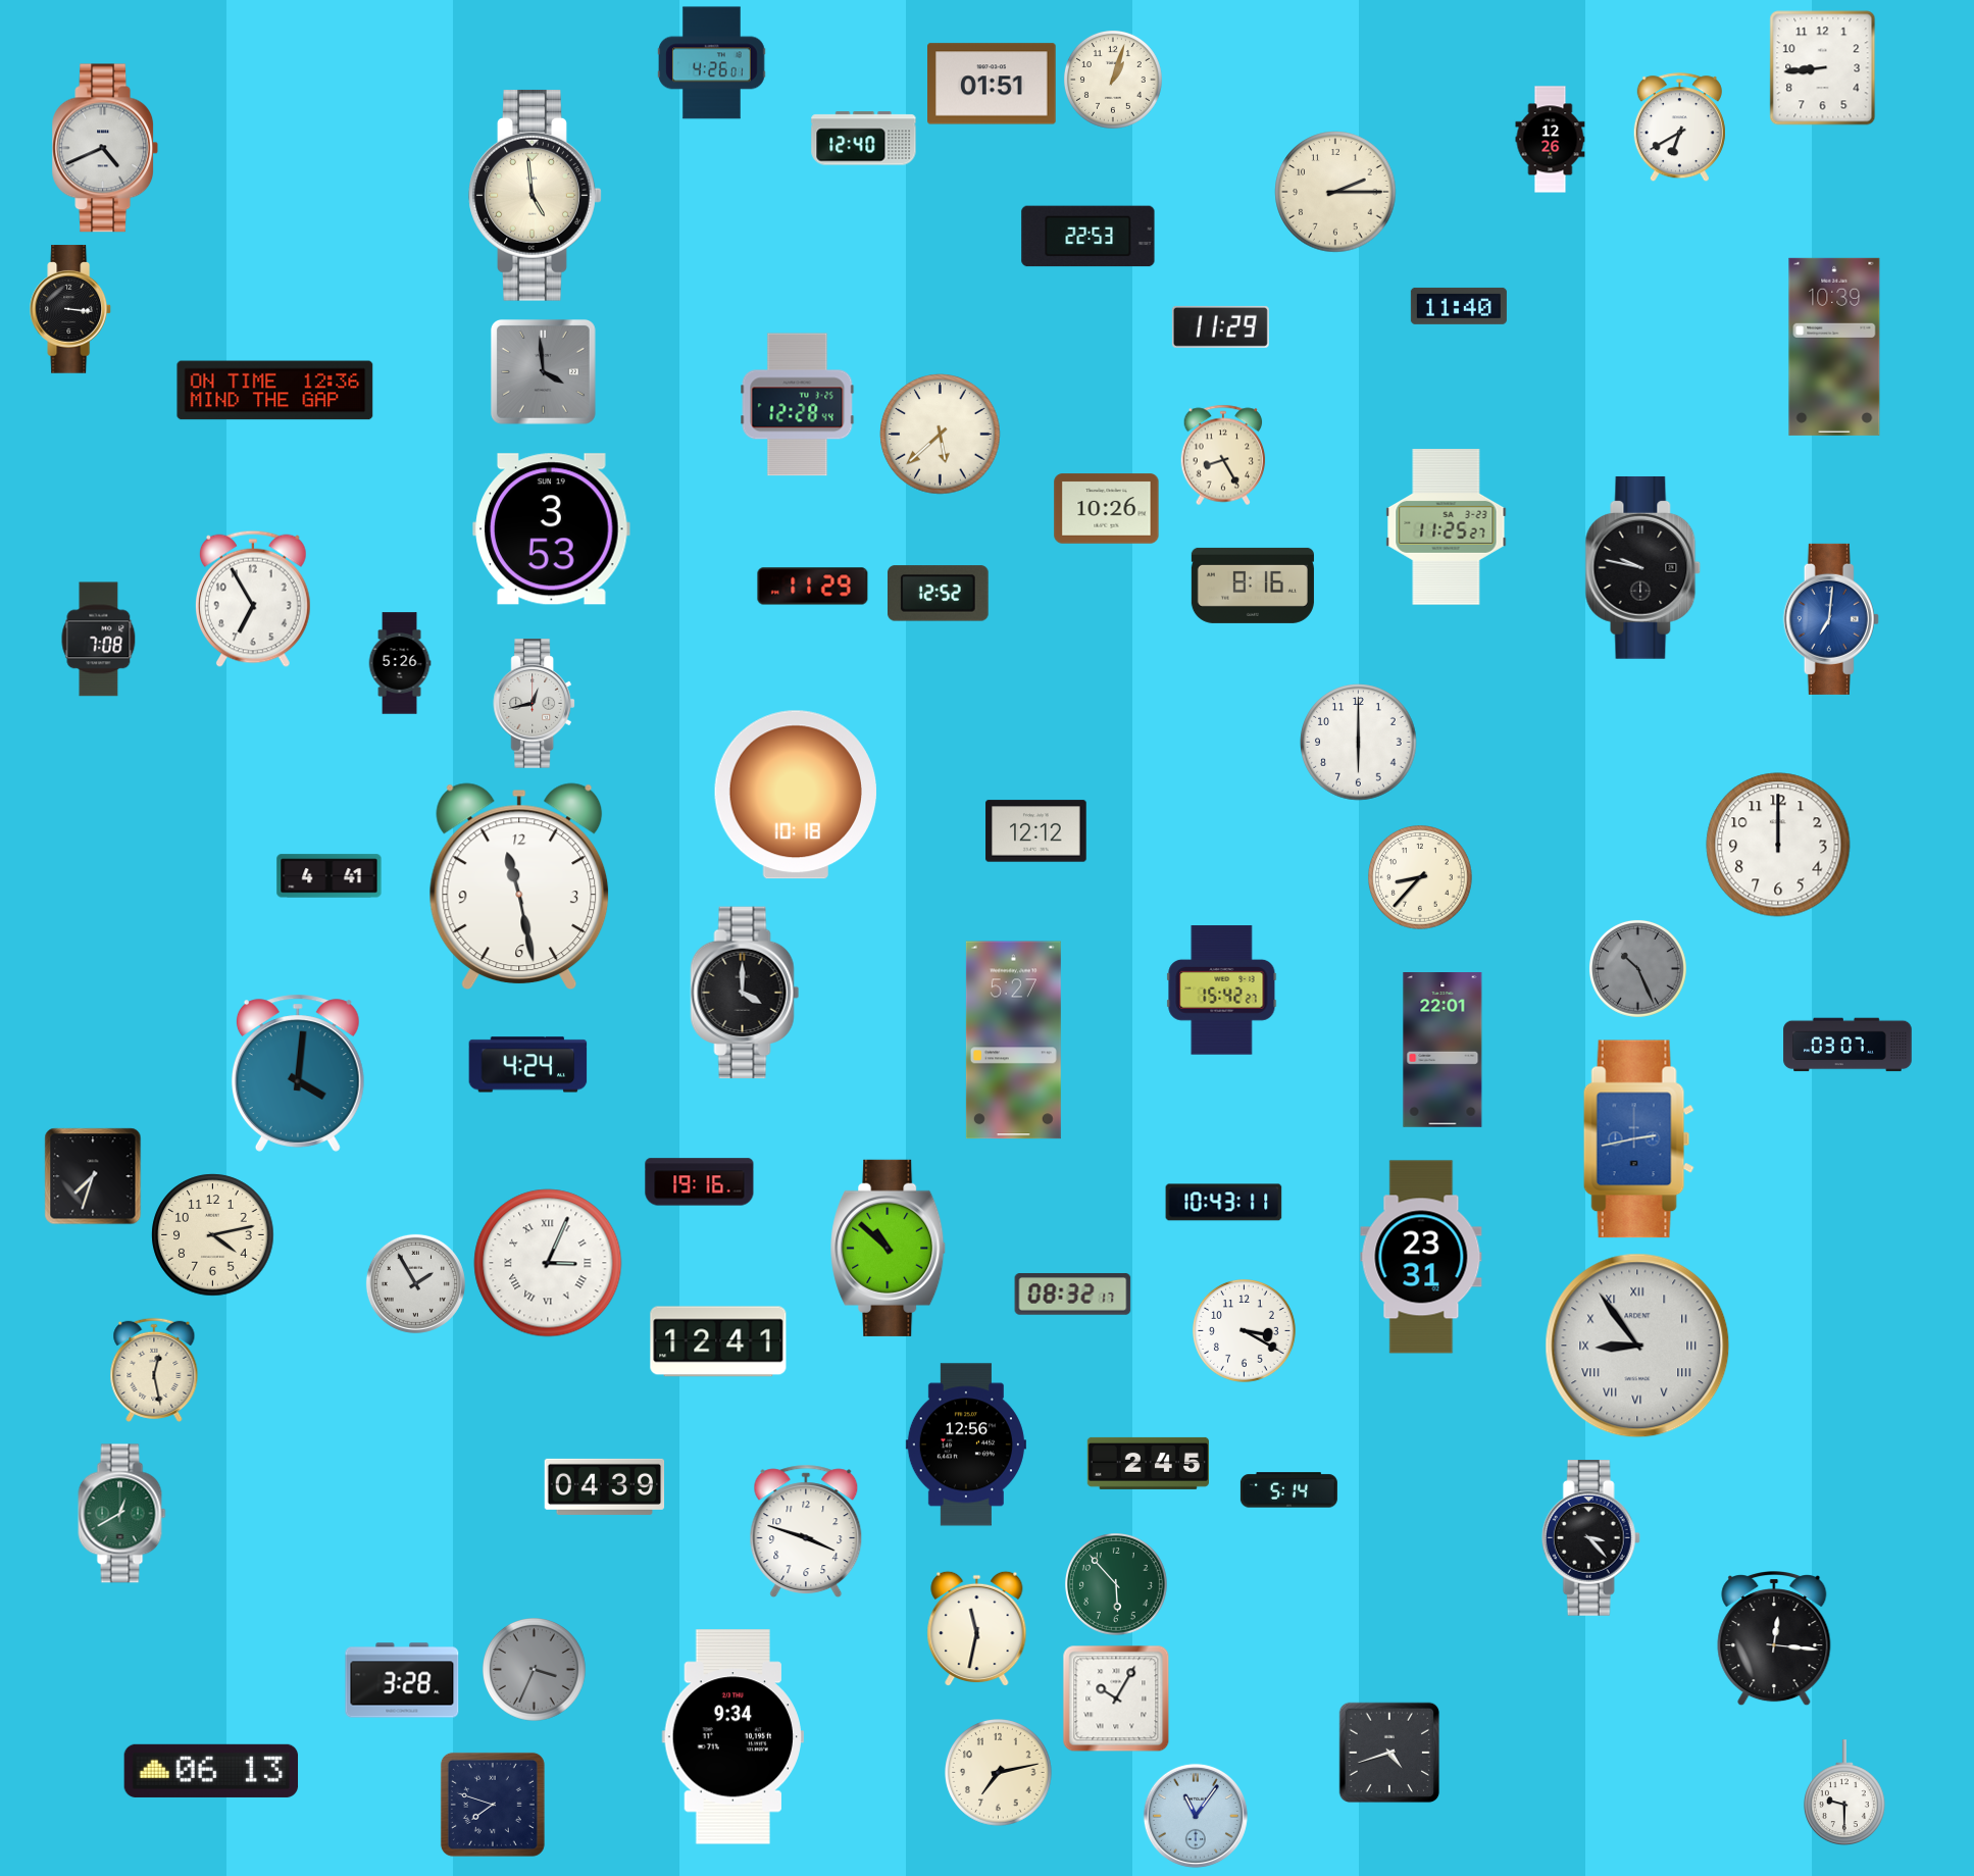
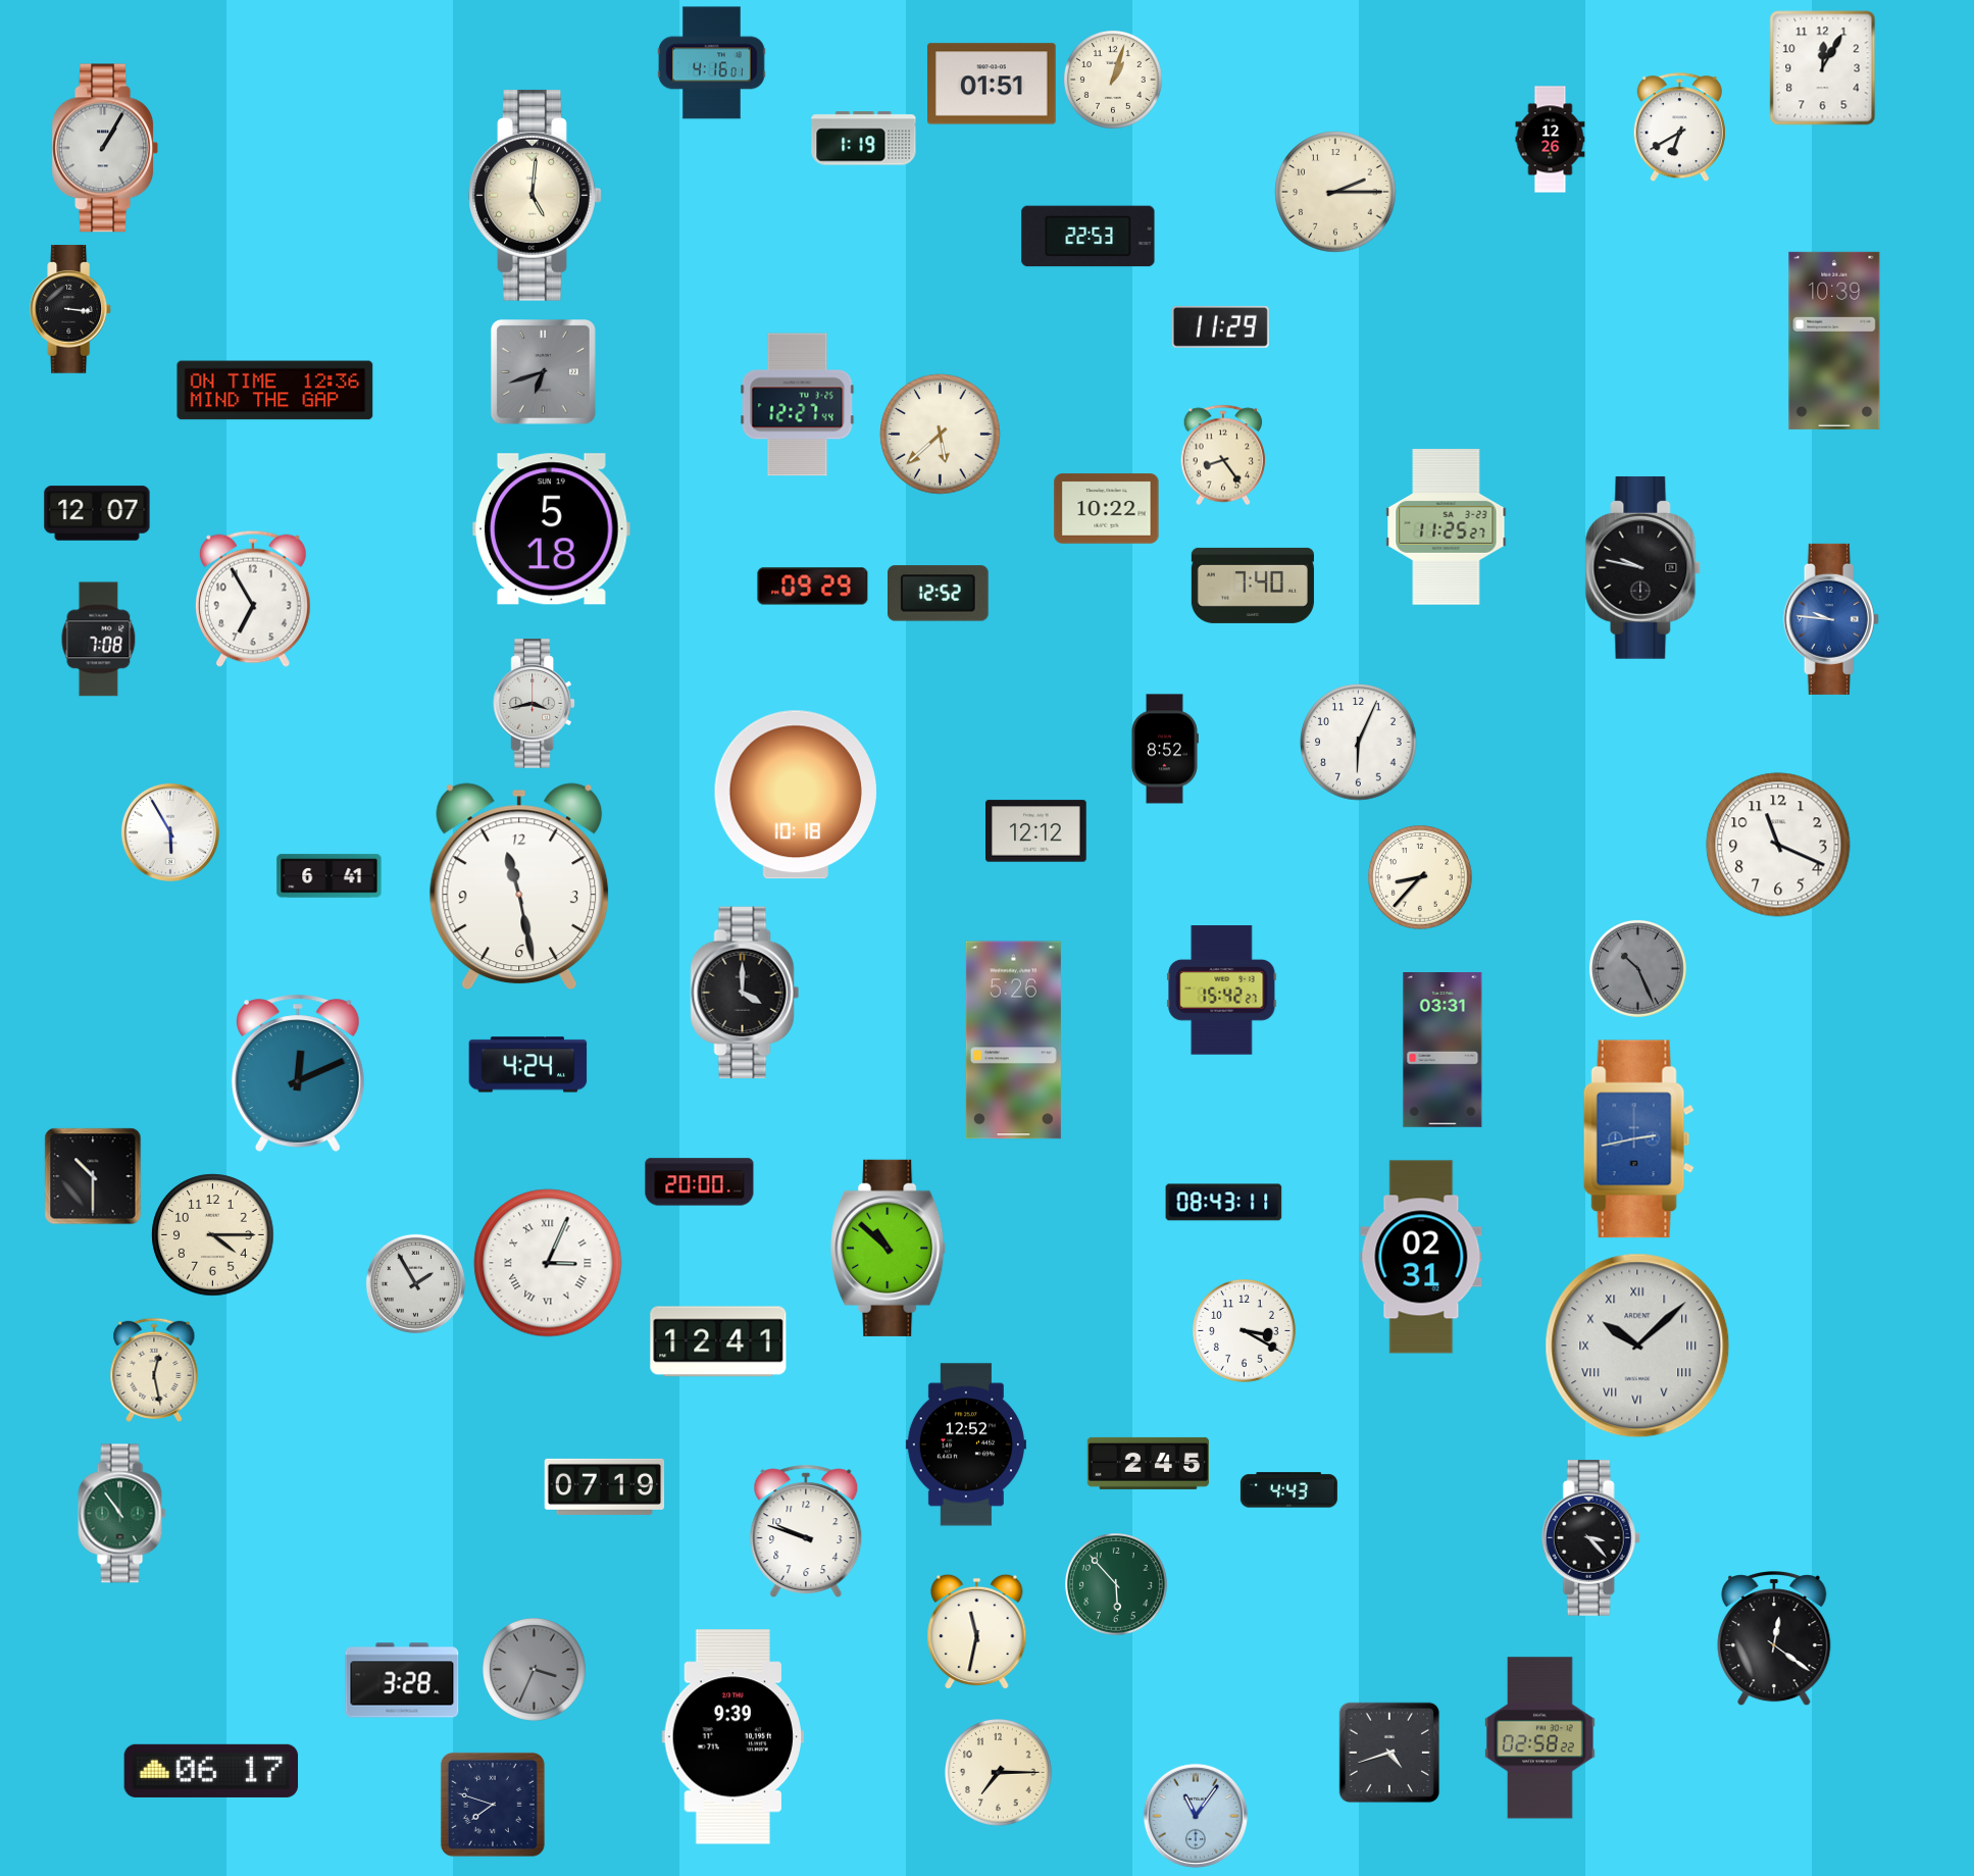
clock at (712, 63): 4:26 -> 4:16
clock at (1823, 68): 8:44 -> 12:05
clock at (864, 139): 12:40 -> 1:19
clock at (104, 148): 4:41 -> 1:05
clock at (536, 195): 4:59 -> 5:01
clock at (1459, 306): 11:40 -> none
clock at (1834, 347) position: (1834, 347) -> (1834, 341)
clock at (543, 371): 3:59 -> 6:42
clock at (798, 405): 12:28 -> 12:27
clock at (1223, 455): 8:25 -> 8:24
clock at (1107, 509): 10:26 -> 10:22
clock at (97, 513): none -> 12:07
clock at (552, 529): 3:53 -> 5:18
clock at (1253, 586): 8:16 -> 7:40
clock at (813, 587): 11:29 -> 09:29
clock at (1831, 619): 7:01 -> 9:46
clock at (400, 663): 5:26 -> none
clock at (534, 704): 12:43 -> 3:43
clock at (1359, 743): 6:00 -> 6:04
clock at (1164, 749): none -> 8:52
clock at (170, 832): none -> 5:55
clock at (1778, 845): 12:00 -> 11:19
clock at (330, 876): 4:41 -> 6:41
clock at (1013, 1041): 5:27 -> 5:26
clock at (1848, 1045): 03:07 -> none
clock at (1442, 1051): 22:01 -> 03:31
clock at (298, 1073): 4:01 -> 12:11
clock at (93, 1176): 7:33 -> 10:30
clock at (700, 1182): 19:16 -> 20:00
clock at (1224, 1203): 10:43 -> 08:43
clock at (213, 1235): 4:13 -> 4:15
clock at (1421, 1257): 23:31 -> 02:31
clock at (1073, 1295): 08:32 -> none
clock at (1637, 1346): 8:54 -> 10:08
clock at (966, 1444): 12:56 -> 12:52
clock at (605, 1486): 04:39 -> 07:19
clock at (1288, 1490): 5:14 -> 4:43
clock at (122, 1514): 12:40 -> 10:54
clock at (806, 1531): 3:48 -> 9:48
clock at (977, 1629) position: (977, 1629) -> (977, 1632)
clock at (1774, 1639): 12:16 -> 12:21
clock at (1116, 1698): 10:05 -> none
clock at (733, 1737): 9:34 -> 9:39
clock at (1540, 1738): none -> 02:58
clock at (211, 1771): 06:13 -> 06:17
clock at (999, 1773): 7:13 -> 7:15
clock at (1844, 1792): 9:30 -> none
